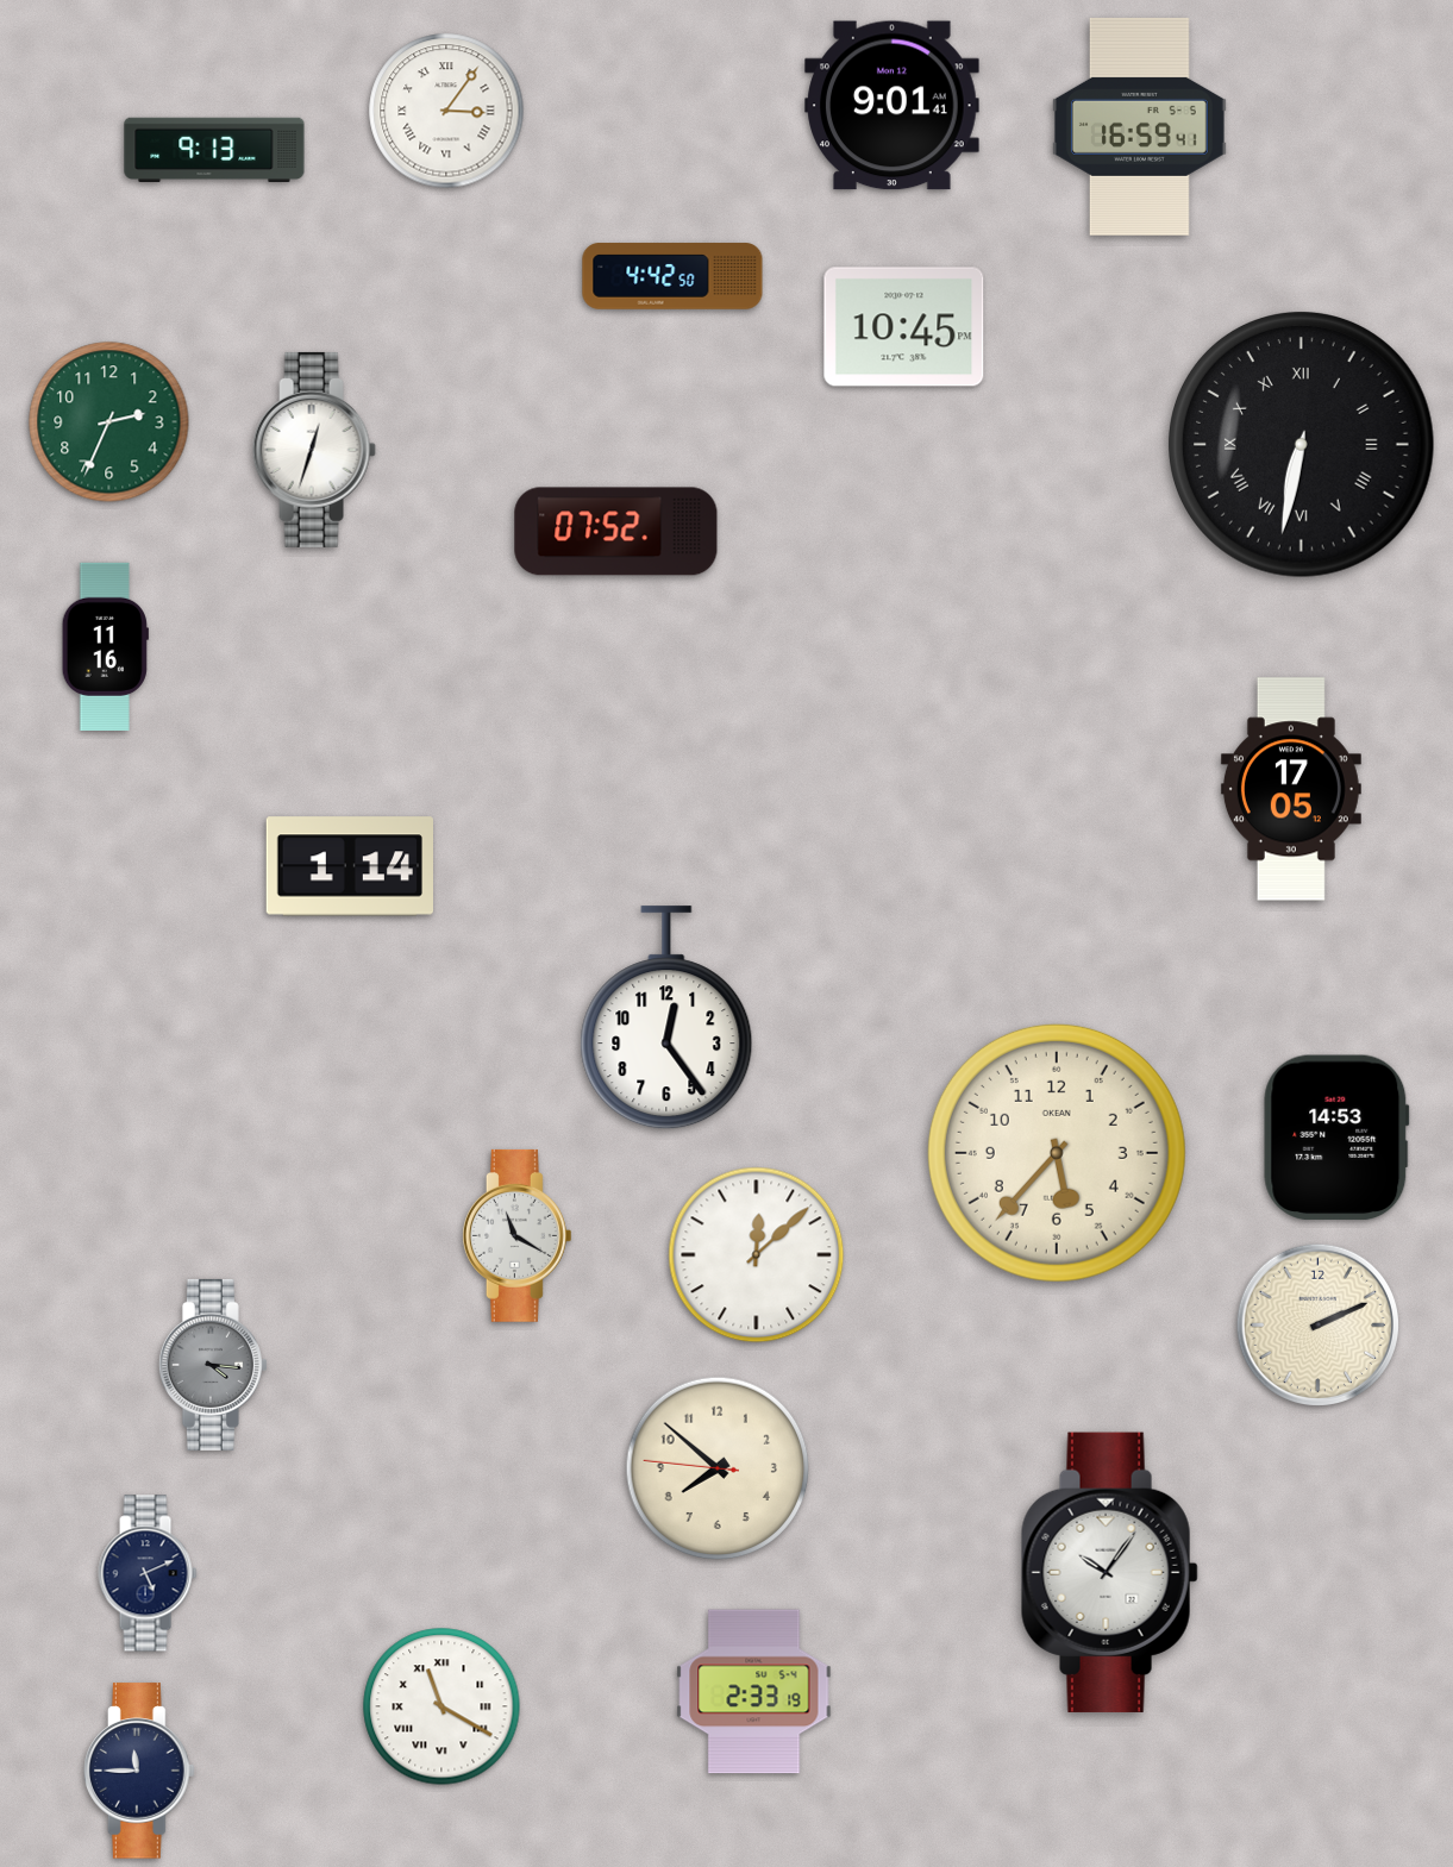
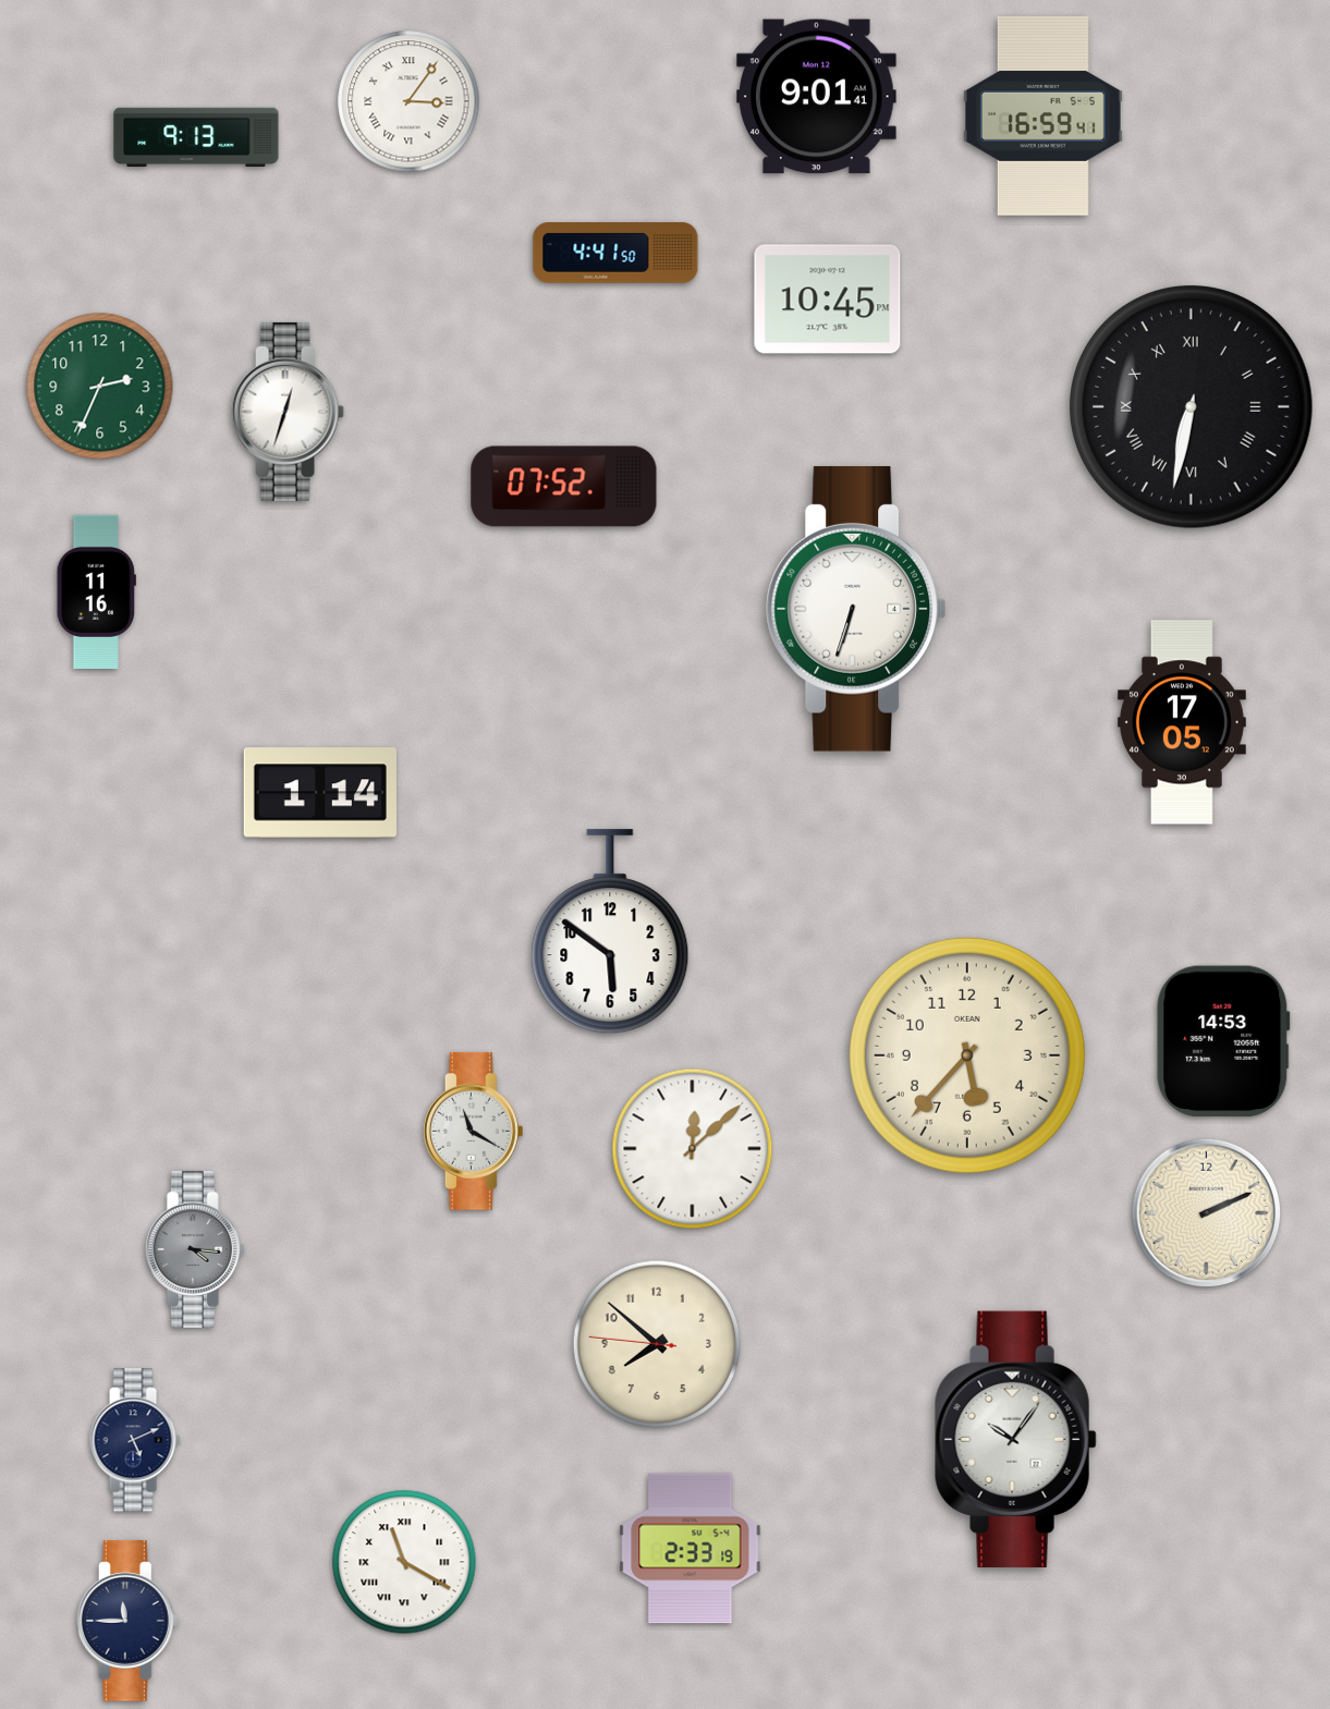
clock at (672, 276): 4:42 -> 4:41
clock at (856, 609): none -> 6:33
clock at (666, 1019): 12:24 -> 5:51
